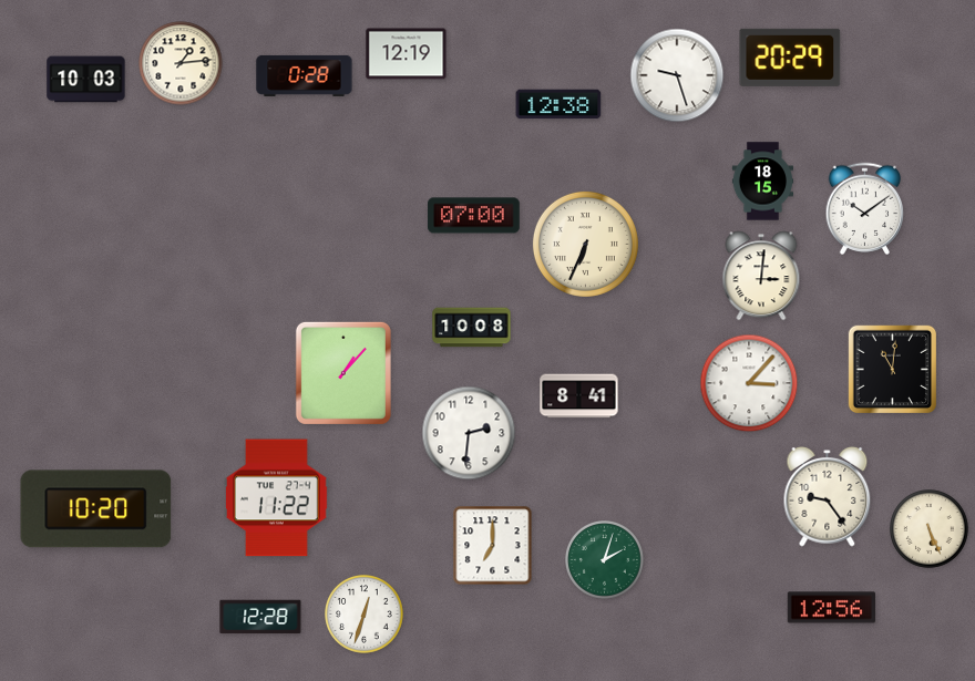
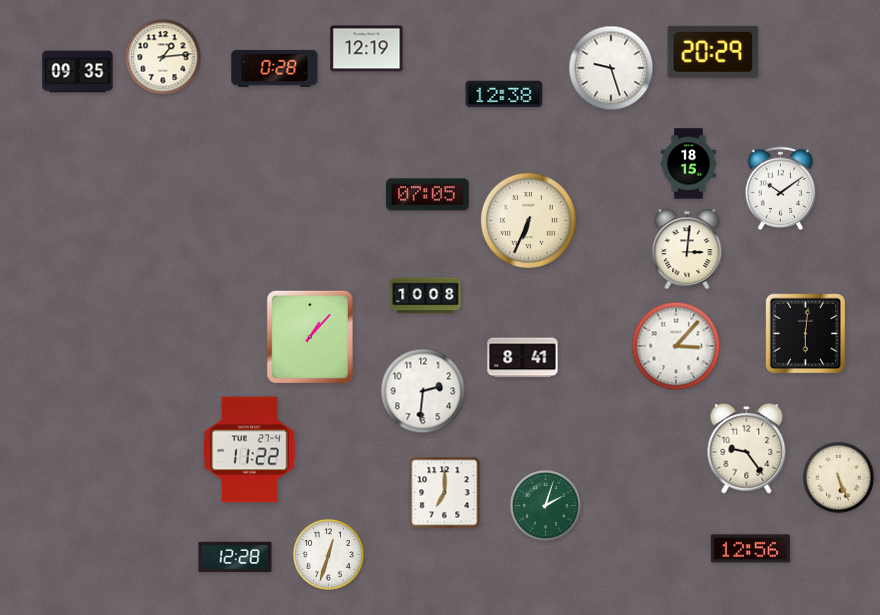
clock at (86, 80): 10:03 -> 09:35
clock at (474, 216): 07:00 -> 07:05
clock at (893, 370): 11:01 -> 6:01
clock at (96, 509): 10:20 -> none
